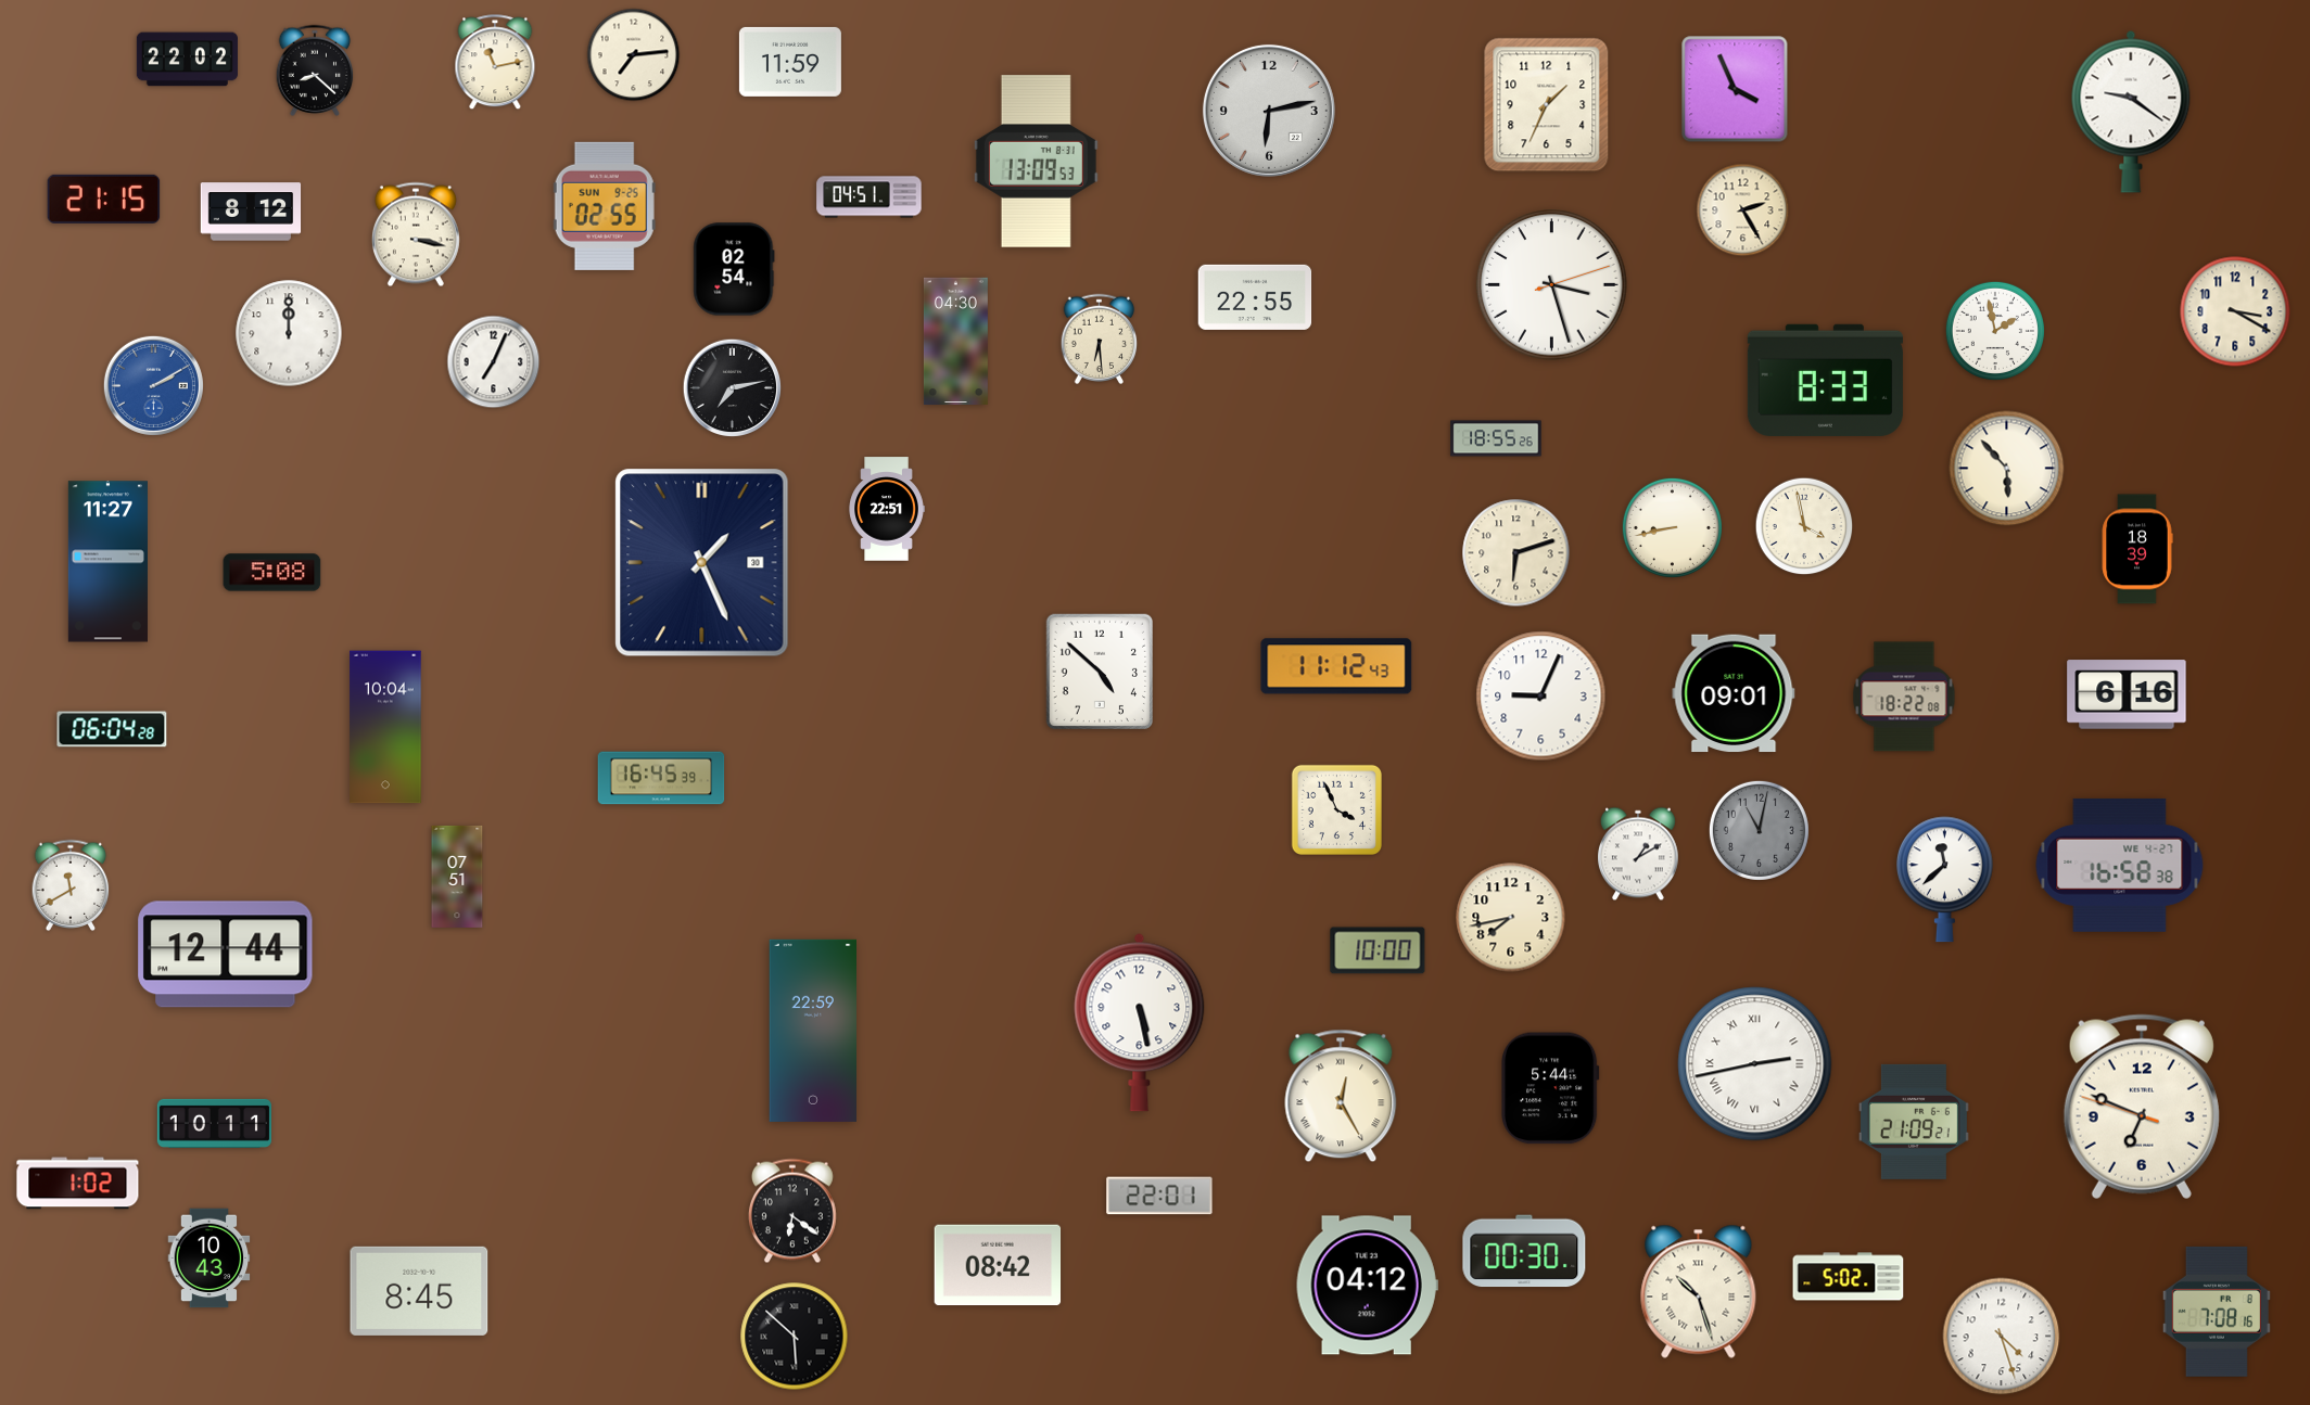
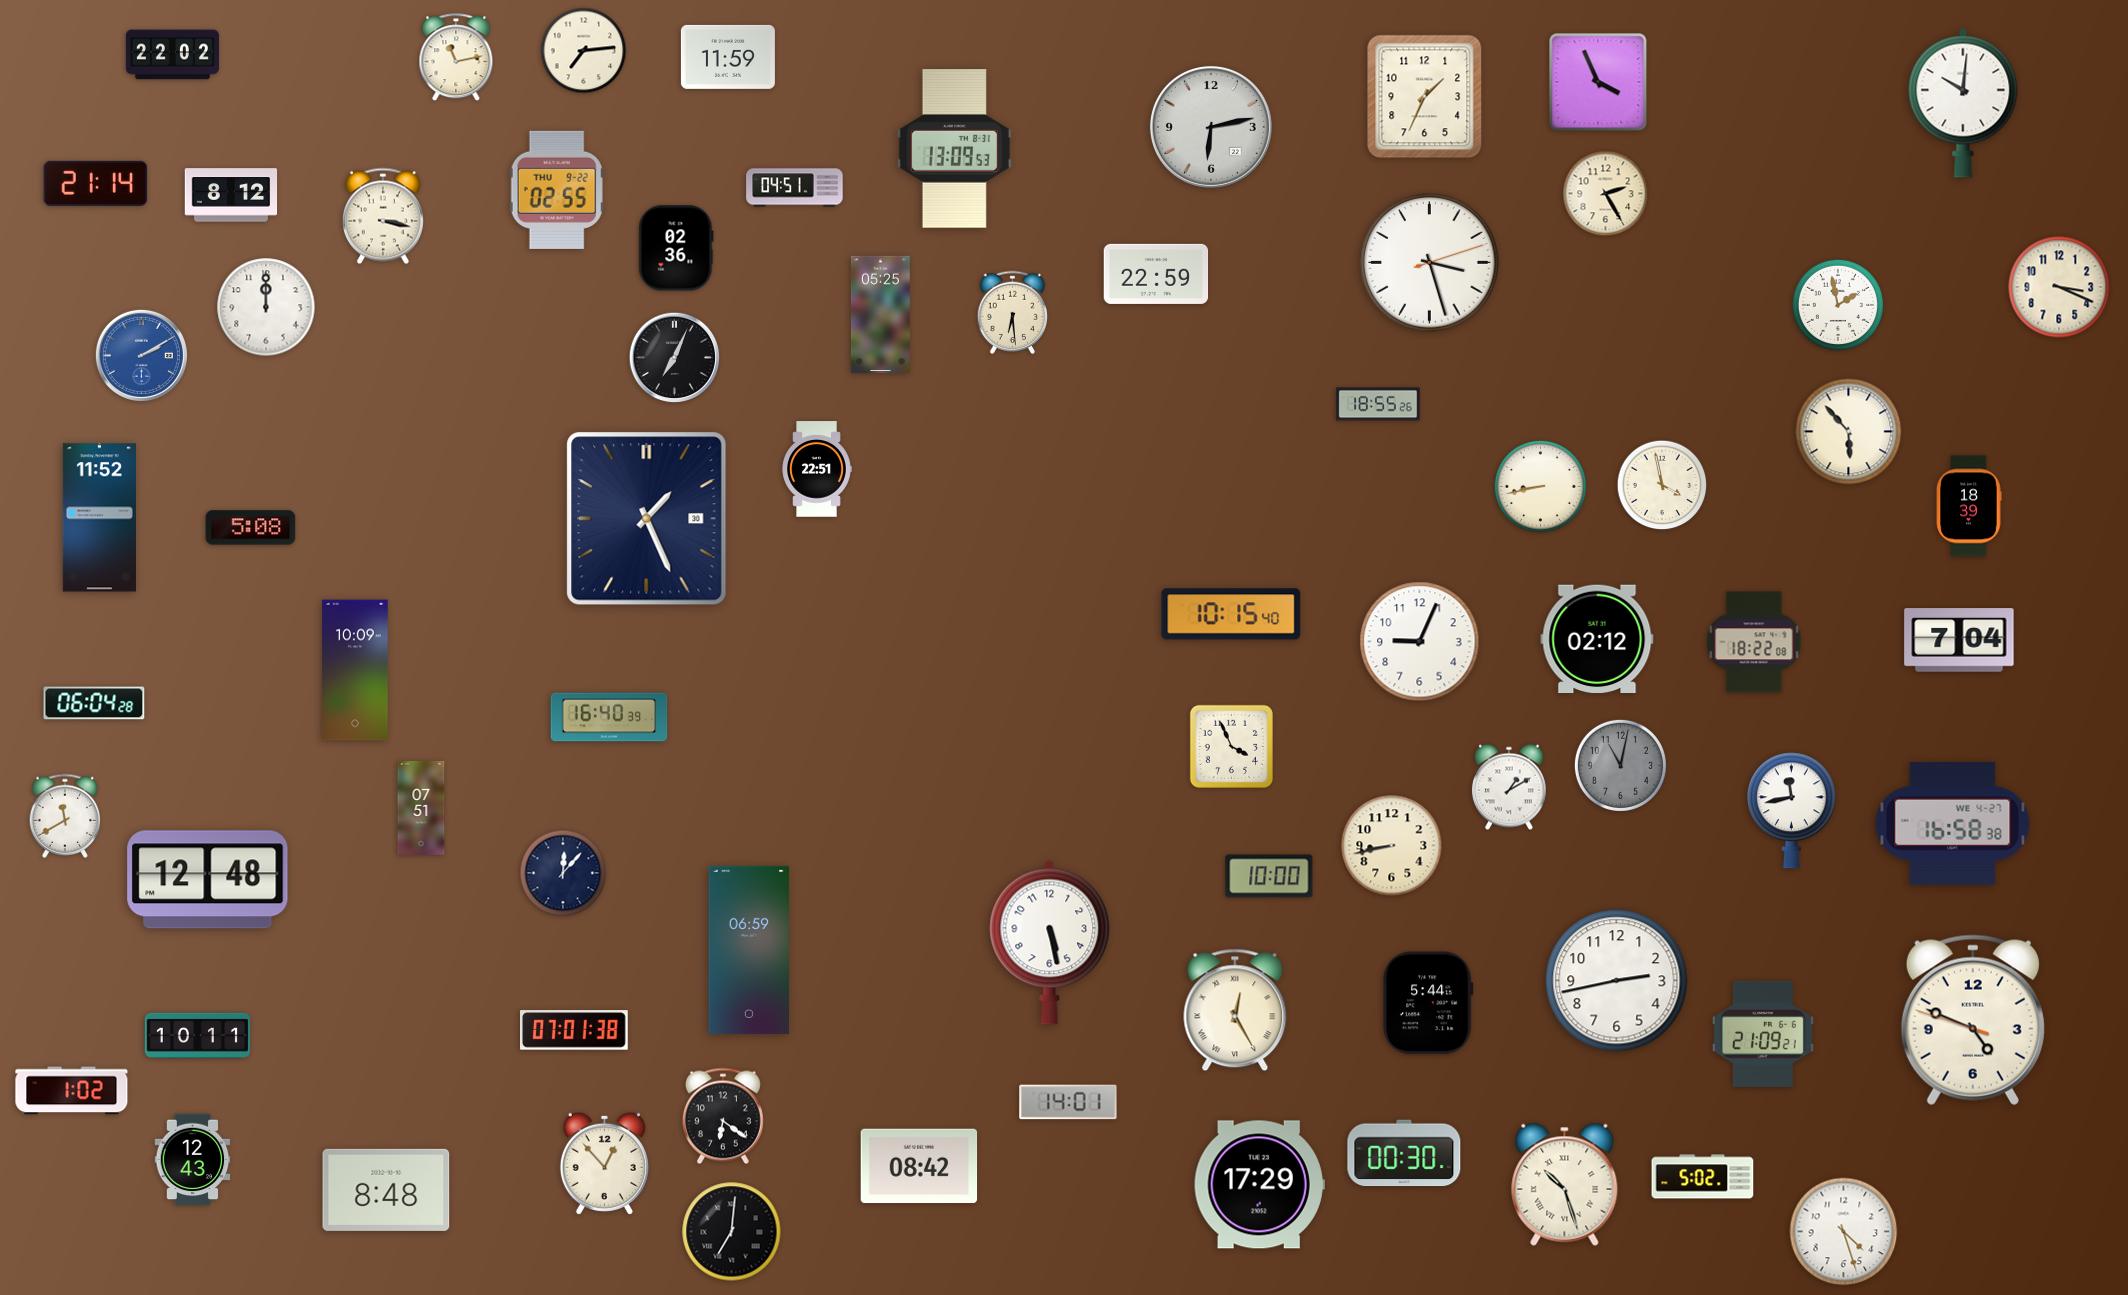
clock at (315, 71): 8:22 -> none
clock at (1269, 111) position: (1269, 111) -> (1211, 127)
clock at (2131, 112): 9:21 -> 10:01
clock at (870, 197) position: (870, 197) -> (795, 188)
clock at (104, 199): 21:15 -> 21:14
clock at (605, 206) date: SUN 9-25 -> THU 9-22
clock at (734, 269): 02:54 -> 02:36
clock at (1255, 297): 22:55 -> 22:59
clock at (2235, 311): 3:20 -> 3:19
clock at (955, 342): 04:30 -> 05:25
clock at (494, 362): 7:04 -> none
clock at (1825, 380): 8:33 -> none
clock at (733, 388): 7:13 -> 7:04
clock at (1516, 553): 6:12 -> none
clock at (107, 562): 11:27 -> 11:52
clock at (1336, 666): 11:12 -> 10:15
clock at (1099, 672): 4:52 -> none
clock at (1734, 693): 09:01 -> 02:12
clock at (2127, 694): 6:16 -> 7:04
clock at (385, 727): 10:04 -> 10:09
clock at (112, 729) position: (112, 729) -> (94, 703)
clock at (661, 778): 16:45 -> 16:40
clock at (2120, 865) position: (2120, 865) -> (1953, 823)
clock at (1945, 880): 11:38 -> 11:43
clock at (1511, 918): 7:43 -> 8:43
clock at (563, 873): none -> 12:07
clock at (226, 955): 12:44 -> 12:48
clock at (813, 1031): 22:59 -> 06:59
clock at (1755, 1064) numerals: Roman -> Arabic
clock at (2142, 1107): 6:48 -> 4:48
clock at (575, 1030): none -> 07:01
clock at (1159, 1196): 22:01 -> 14:01
clock at (792, 1211) position: (792, 1211) -> (723, 1116)
clock at (210, 1259): 10:43 -> 12:43
clock at (604, 1163): none -> 12:53
clock at (1367, 1286): 04:12 -> 17:29
clock at (419, 1291): 8:45 -> 8:48
clock at (1699, 1291) position: (1699, 1291) -> (1565, 1184)
clock at (2217, 1312): 7:08 -> none
clock at (795, 1337): 5:52 -> 7:01
